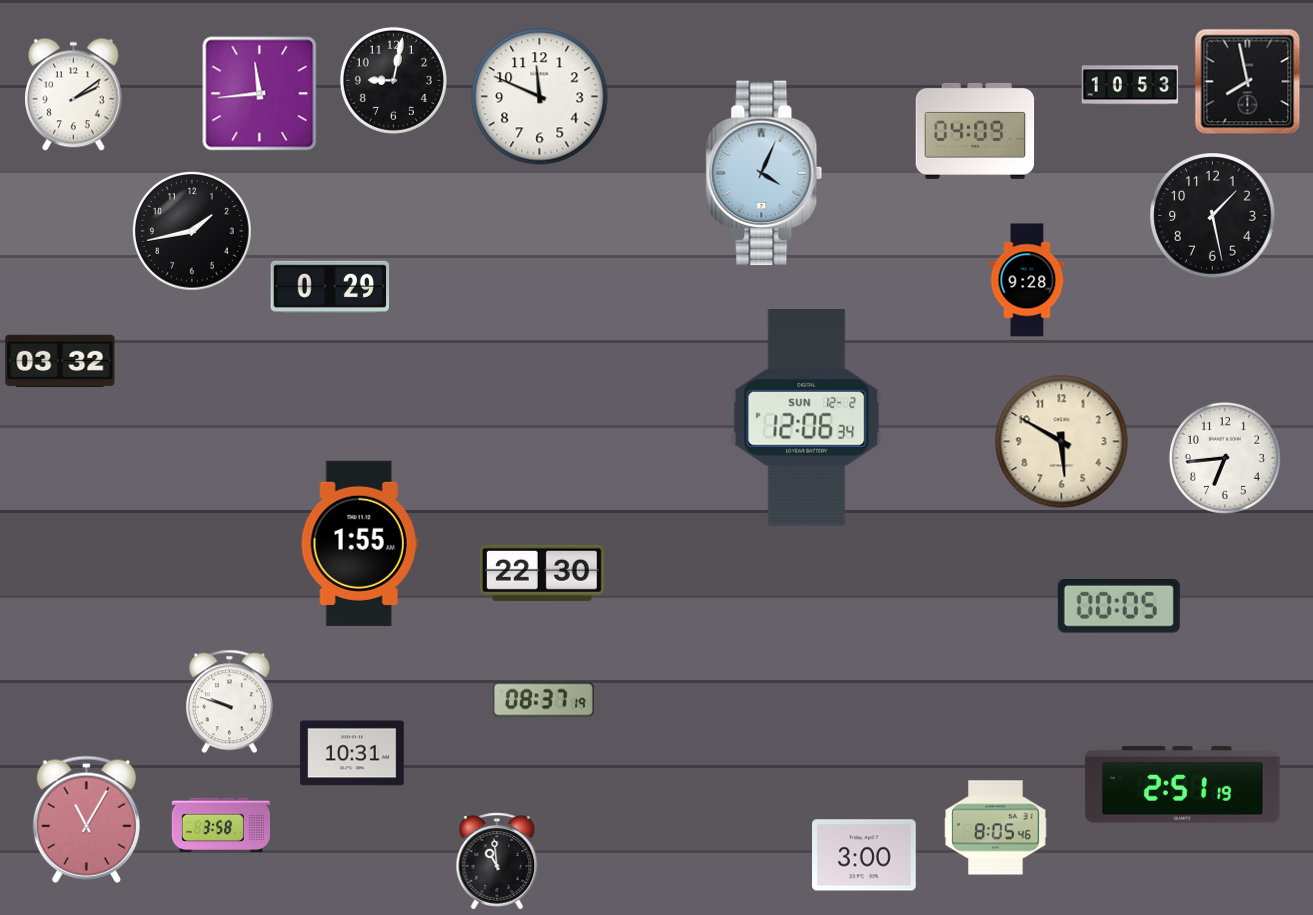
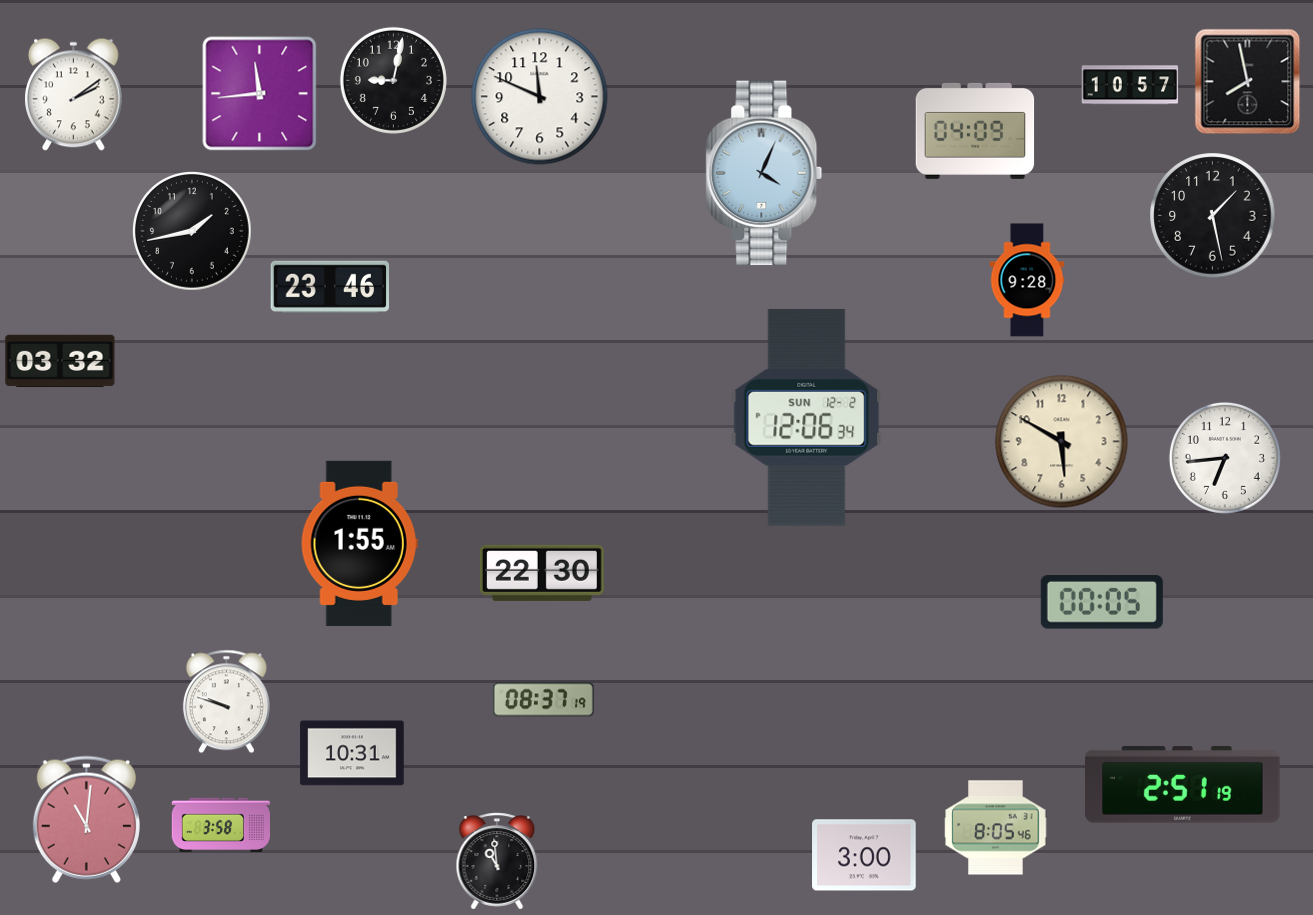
clock at (1130, 85): 10:53 -> 10:57
clock at (330, 287): 0:29 -> 23:46
clock at (1119, 607) position: (1119, 607) -> (1102, 603)
clock at (229, 702) position: (229, 702) -> (226, 702)
clock at (86, 819): 11:05 -> 11:01
